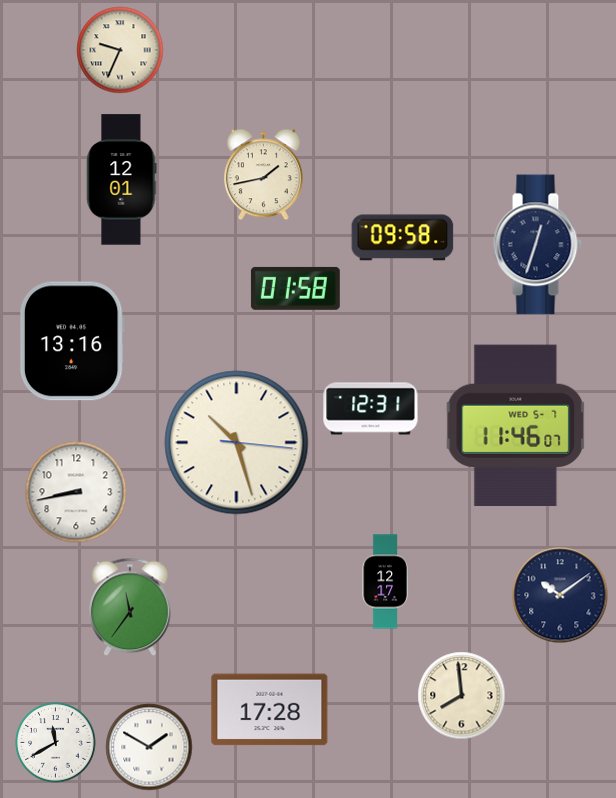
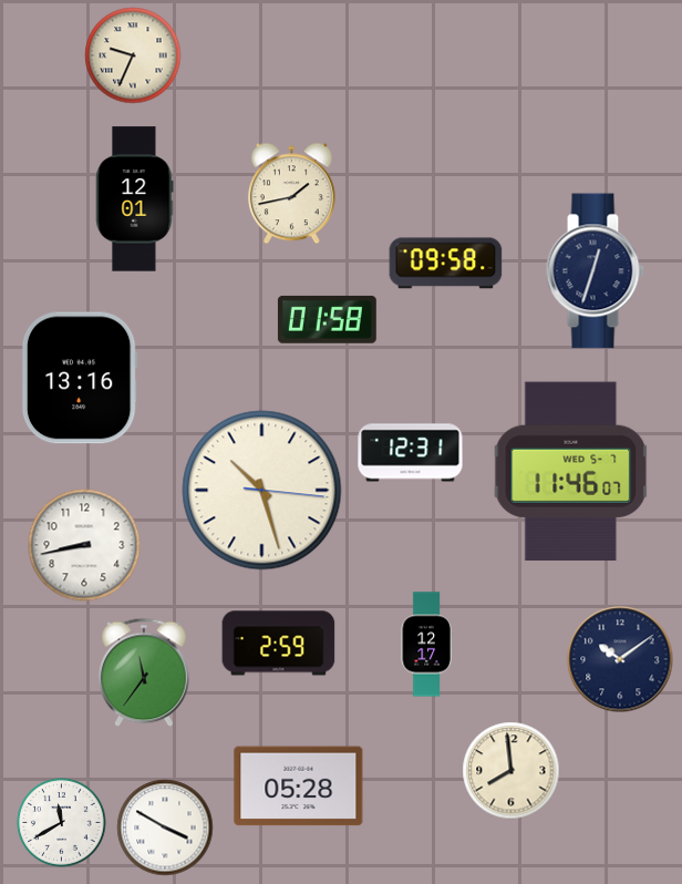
clock at (279, 644): none -> 2:59
clock at (270, 710): 17:28 -> 05:28
clock at (149, 747): 1:50 -> 3:50
